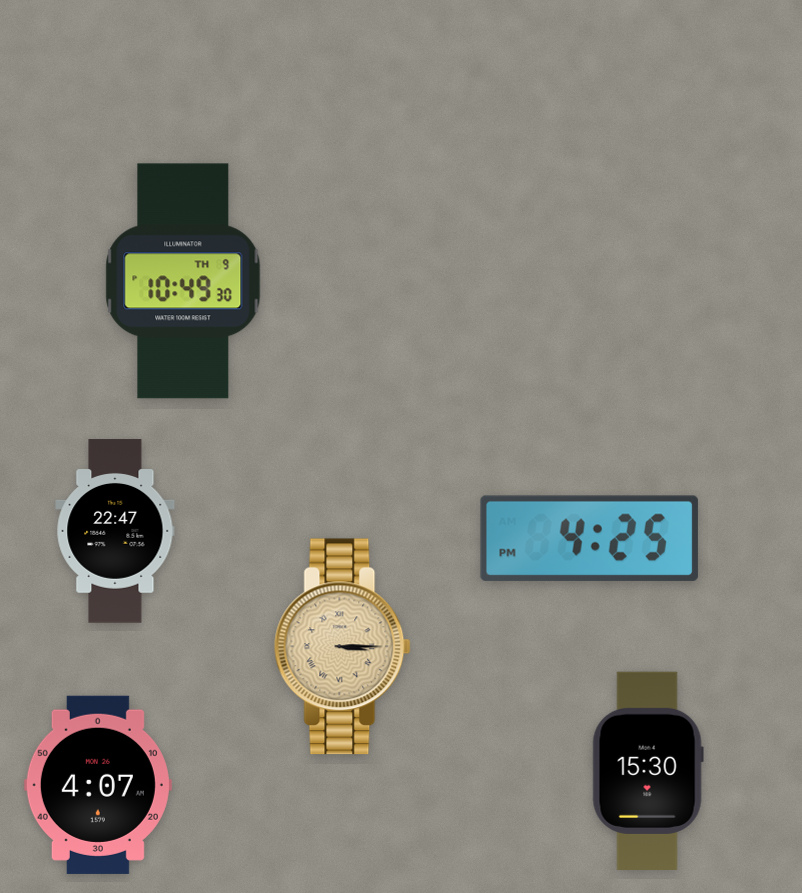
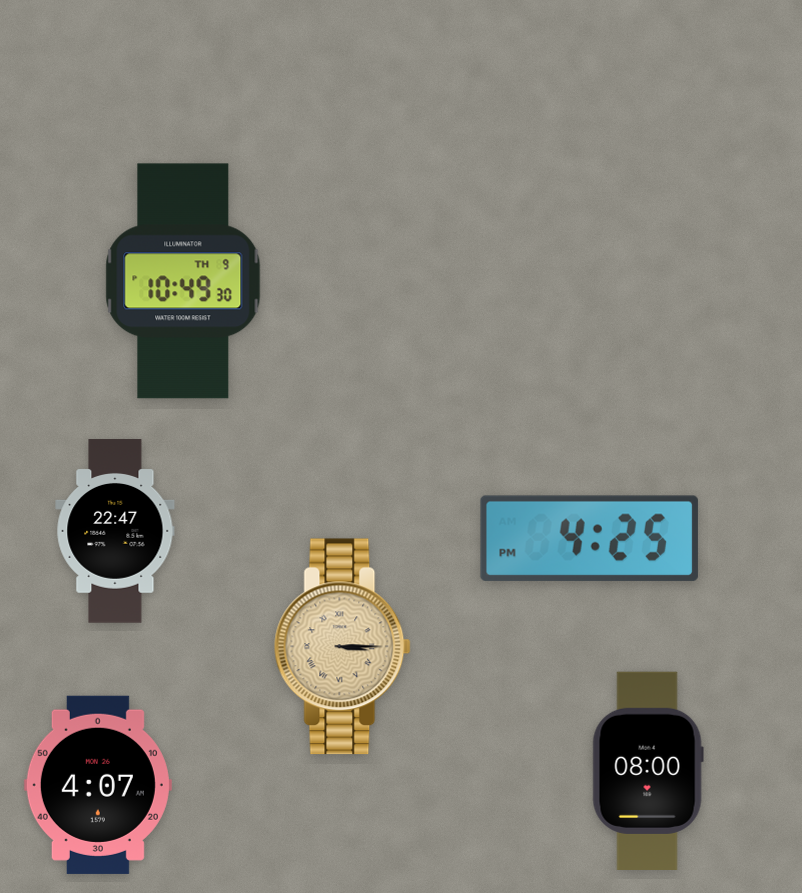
clock at (648, 771): 15:30 -> 08:00
